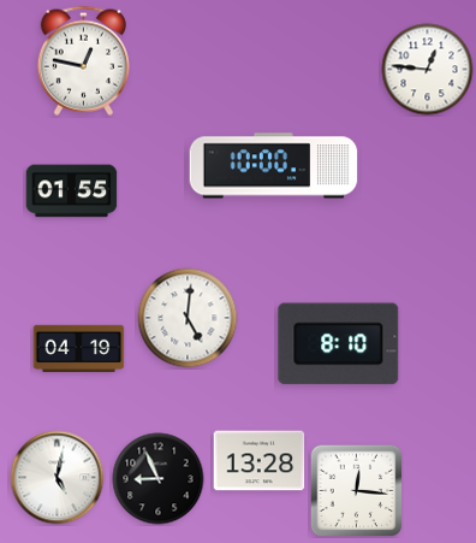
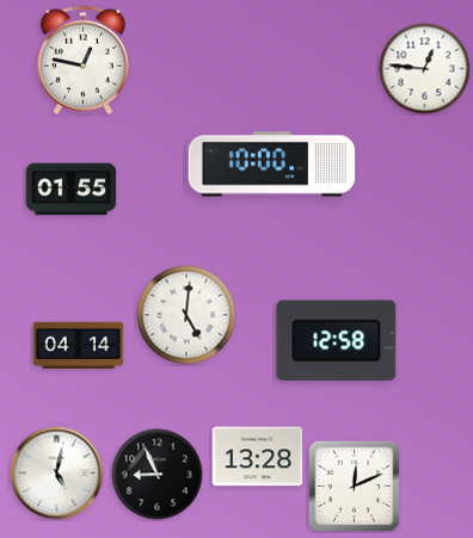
clock at (339, 344): 8:10 -> 12:58
clock at (79, 348): 04:19 -> 04:14
clock at (356, 490): 12:16 -> 12:11
